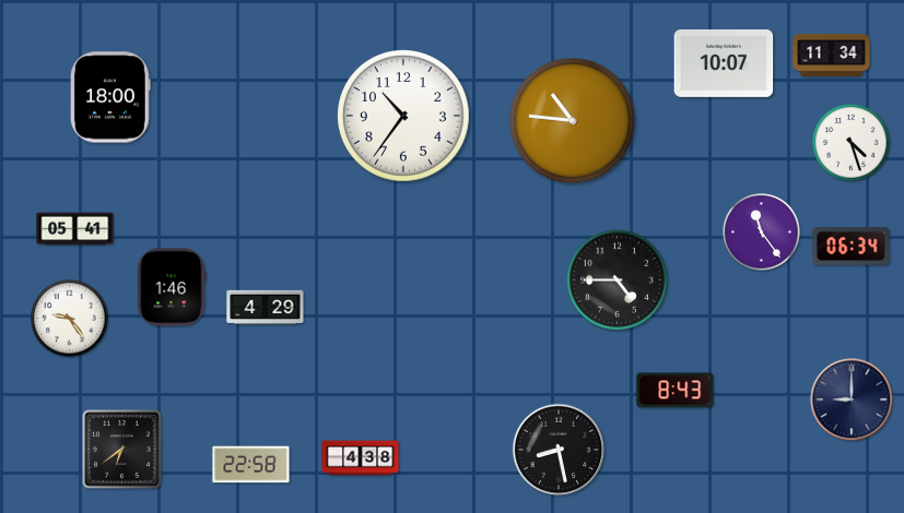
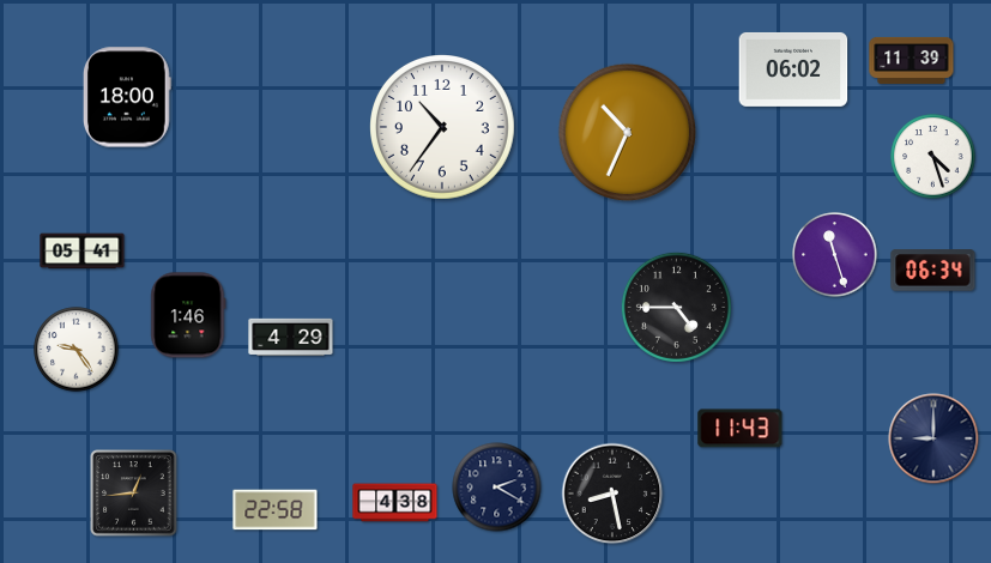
clock at (832, 55): 11:34 -> 11:39
clock at (724, 63): 10:07 -> 06:02
clock at (111, 97) position: (111, 97) -> (128, 97)
clock at (572, 120): 10:46 -> 10:34
clock at (762, 232): 11:24 -> 11:27
clock at (676, 391): 8:43 -> 11:43
clock at (497, 488): none -> 2:20
clock at (122, 450): 6:39 -> 12:44
